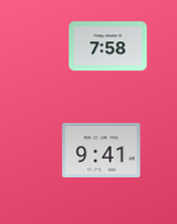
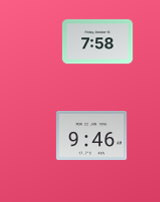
clock at (102, 150): 9:41 -> 9:46
